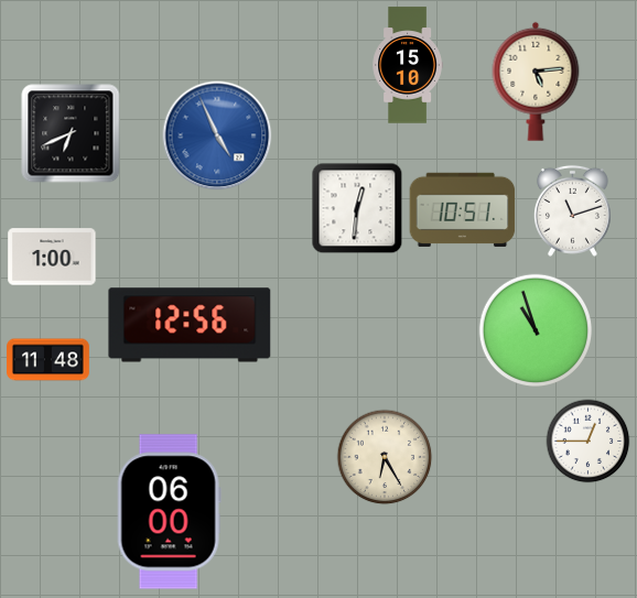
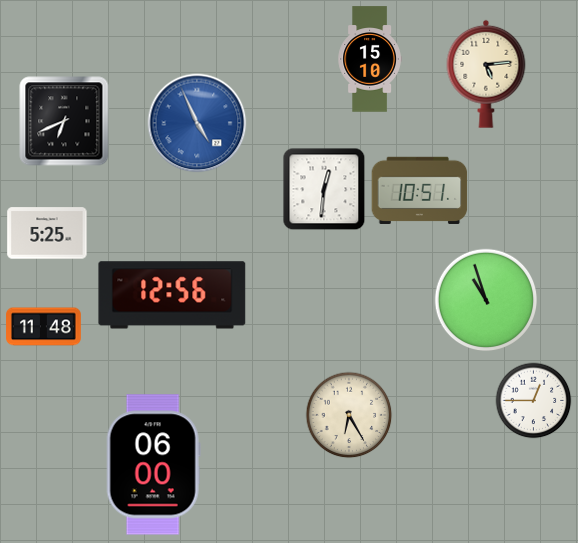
clock at (572, 210): 11:12 -> none
clock at (52, 257): 1:00 -> 5:25
